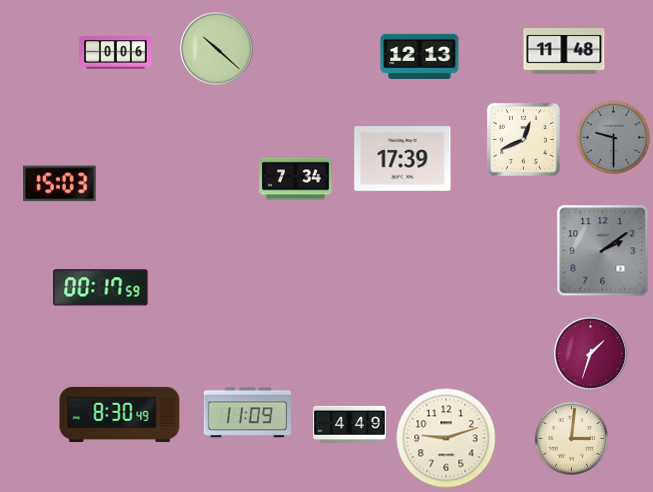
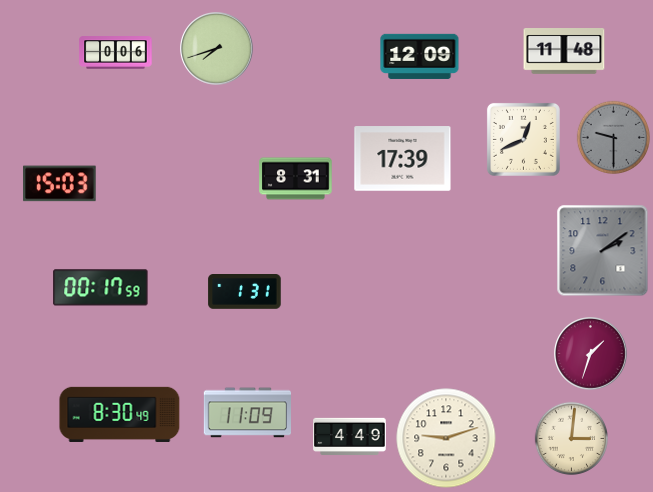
clock at (217, 49): 10:22 -> 7:42
clock at (420, 56): 12:13 -> 12:09
clock at (296, 179): 7:34 -> 8:31
clock at (245, 292): none -> 1:31
clock at (350, 425) position: (350, 425) -> (350, 437)
